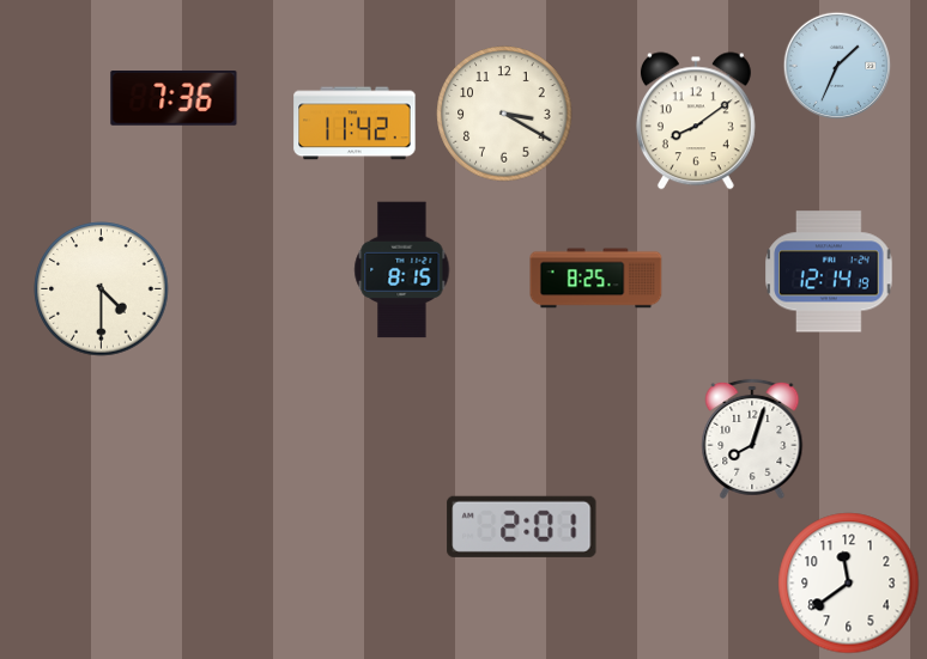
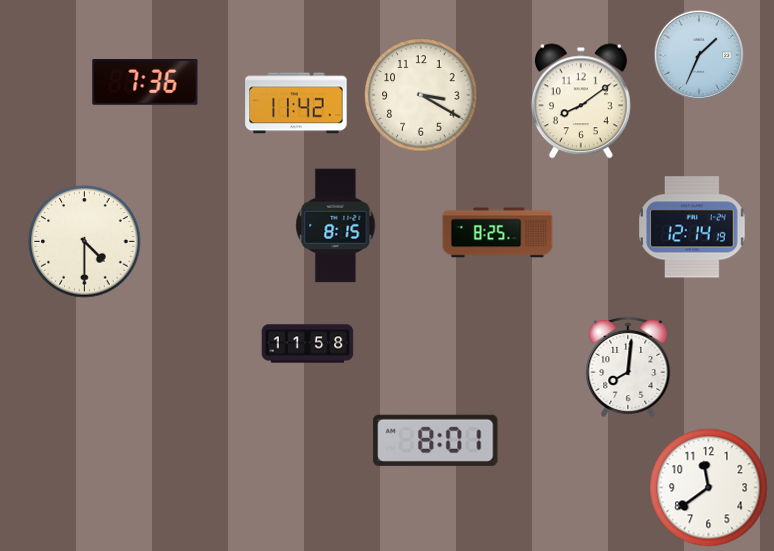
clock at (308, 344): none -> 11:58
clock at (752, 439): 8:03 -> 8:01
clock at (522, 526): 2:01 -> 8:01
